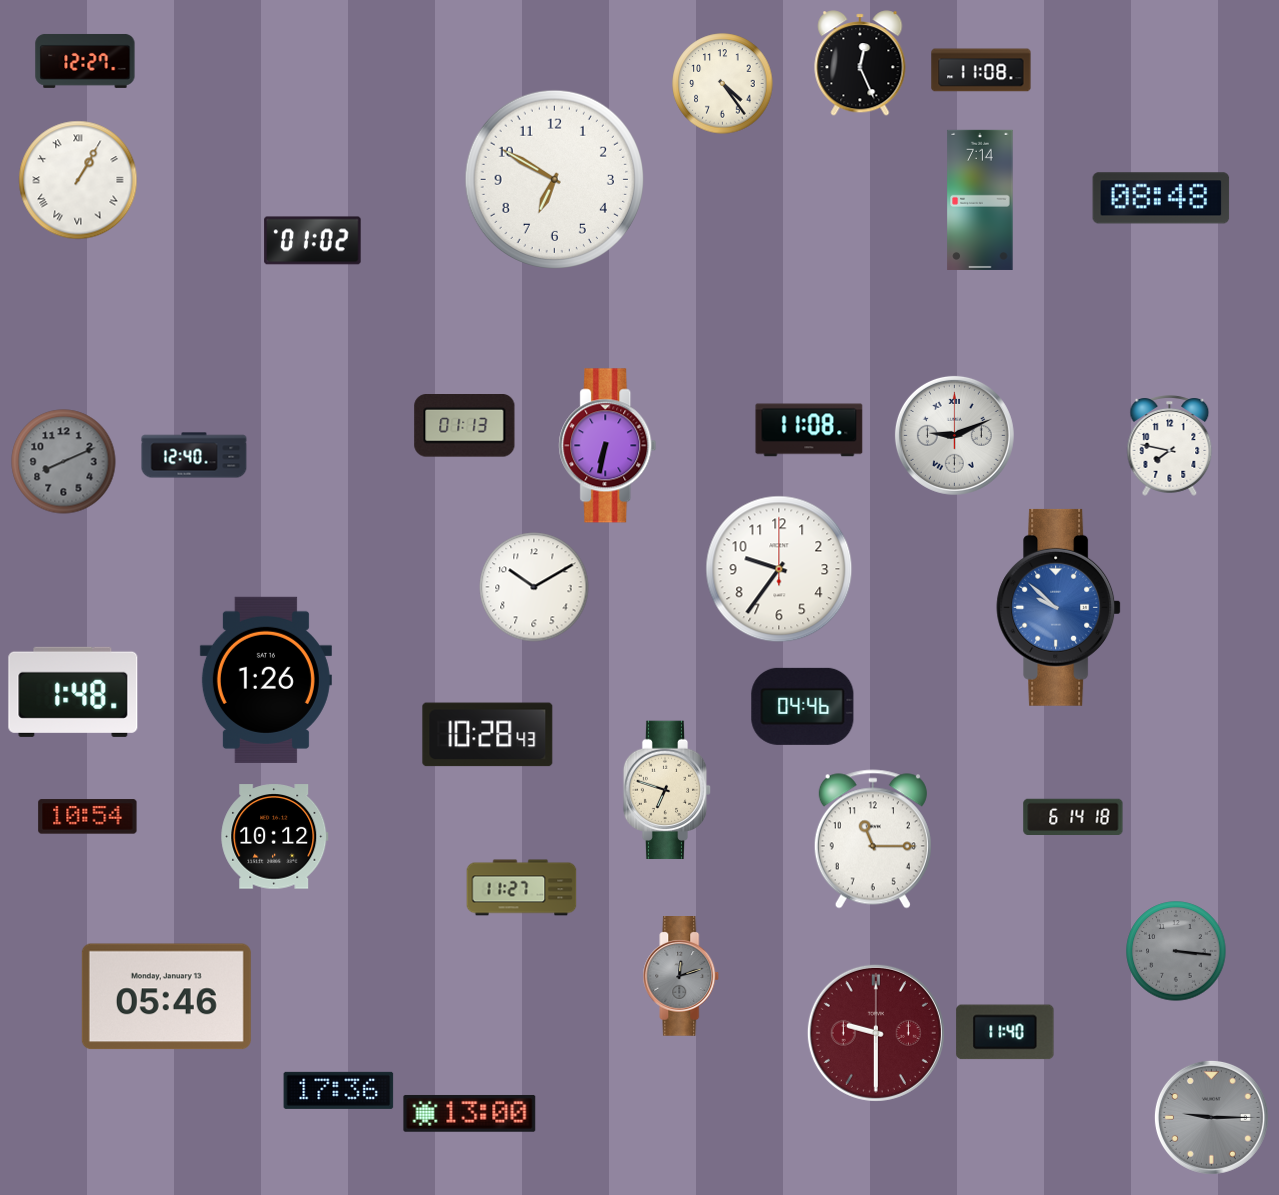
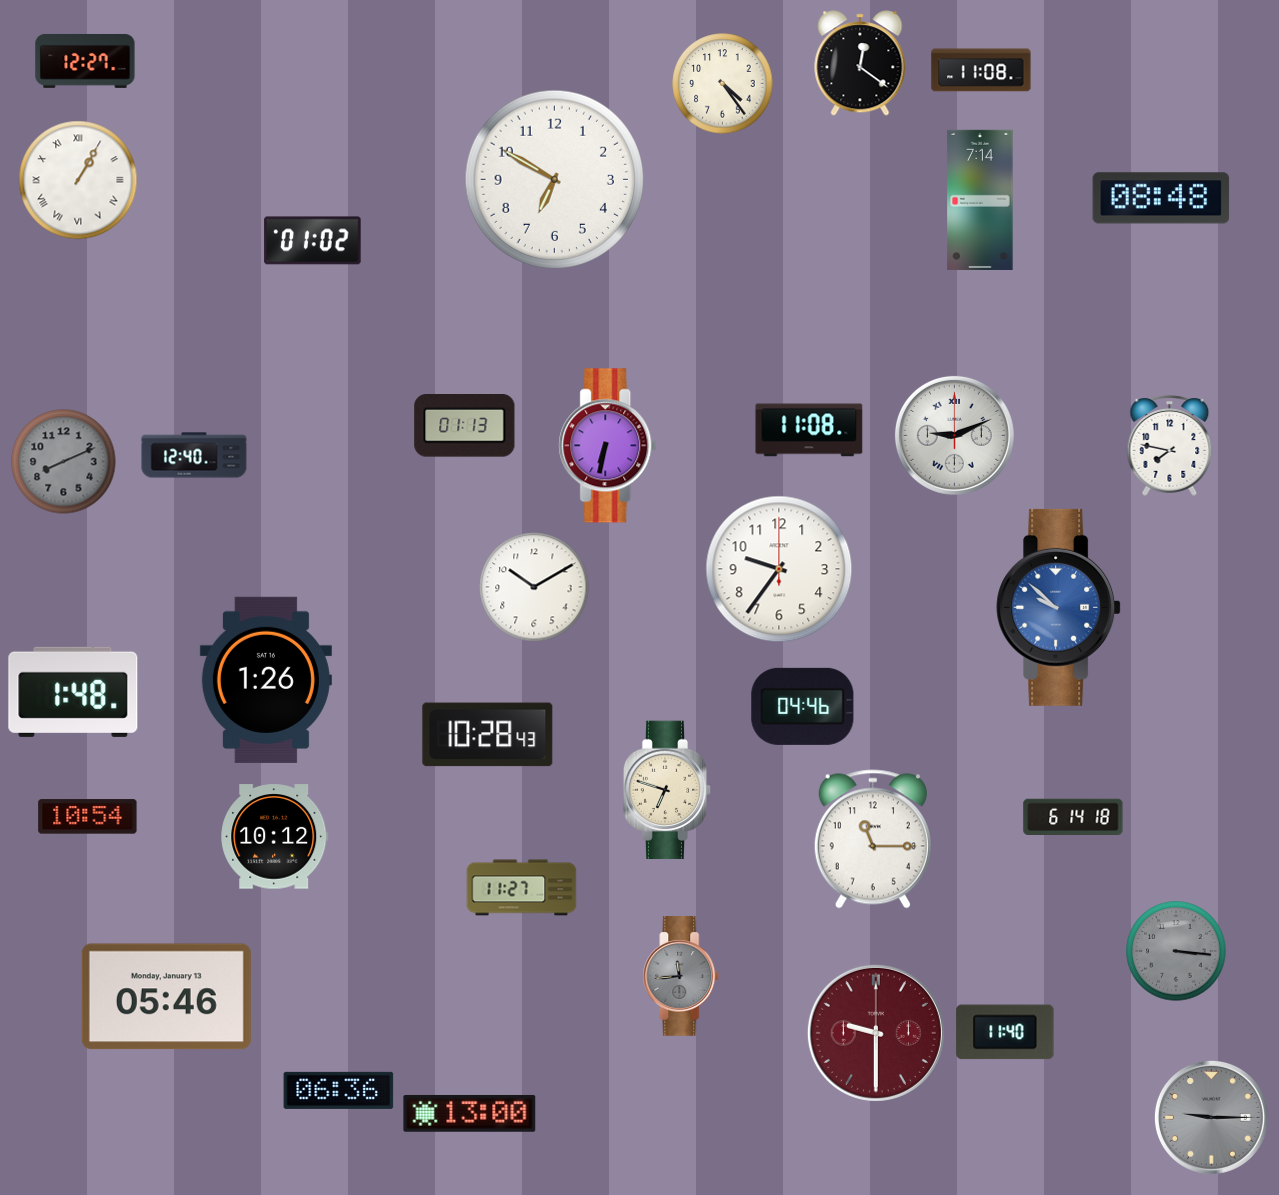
clock at (860, 63): 12:26 -> 12:21
clock at (681, 977): 12:12 -> 11:44
clock at (339, 1090): 17:36 -> 06:36
